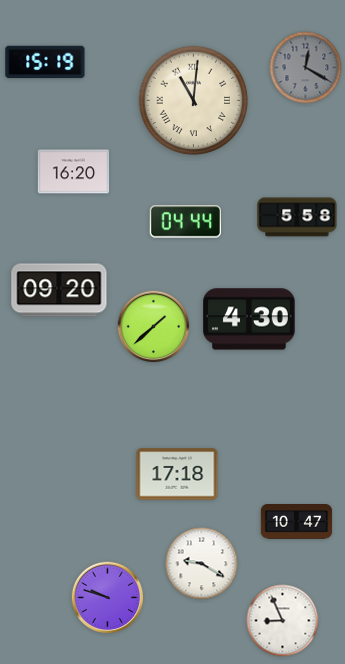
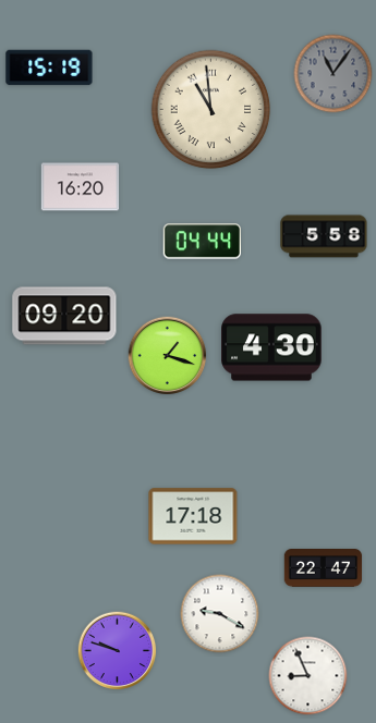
clock at (306, 68): 12:20 -> 11:06
clock at (194, 101): 11:01 -> 10:59
clock at (154, 327): 1:38 -> 1:18
clock at (297, 522): 10:47 -> 22:47
